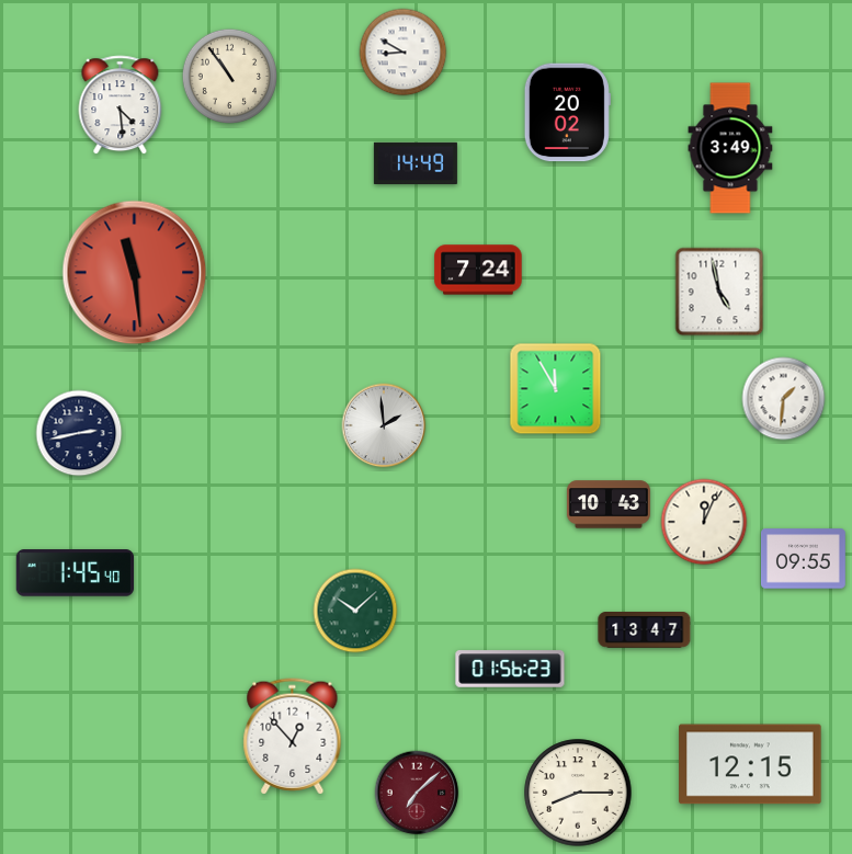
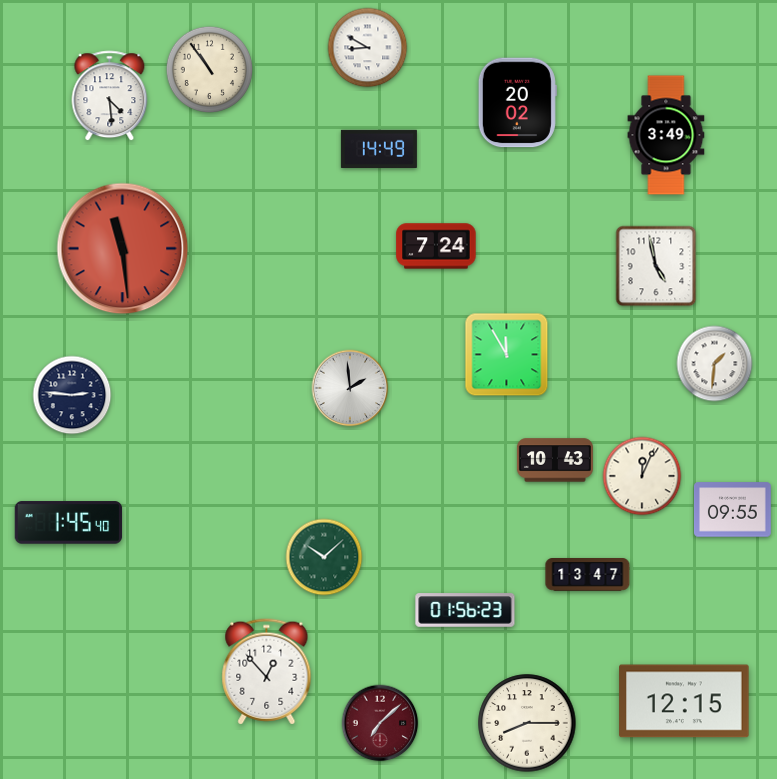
clock at (79, 433): 2:43 -> 2:46
clock at (750, 764) position: (750, 764) -> (684, 701)
